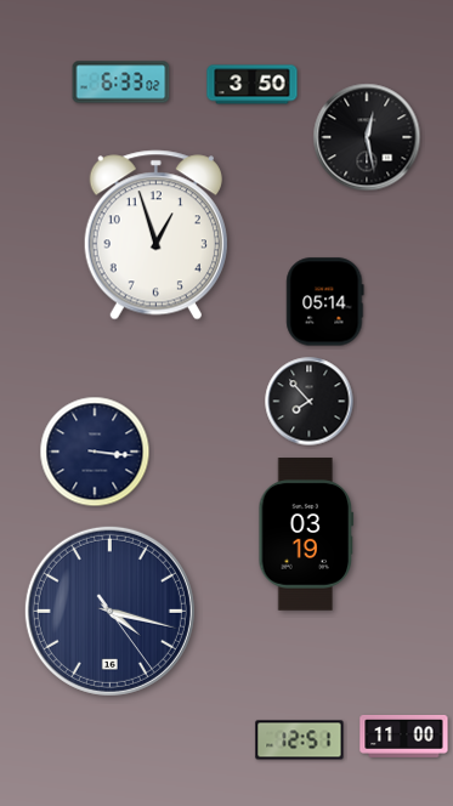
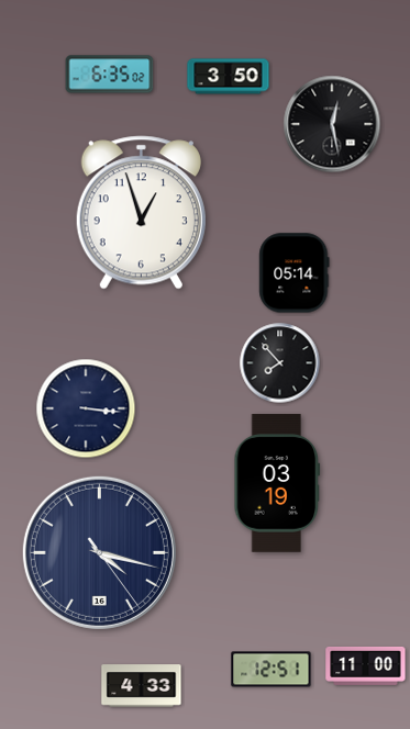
clock at (121, 83): 6:33 -> 6:35
clock at (142, 686): none -> 4:33
